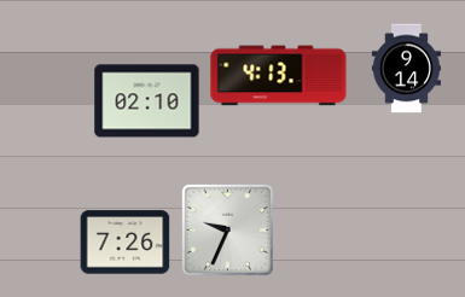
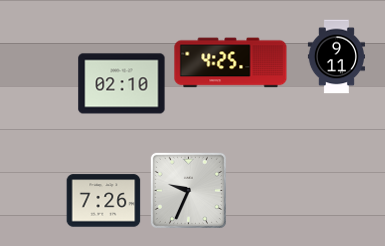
clock at (406, 69): 9:14 -> 9:11
clock at (279, 76): 4:13 -> 4:25
